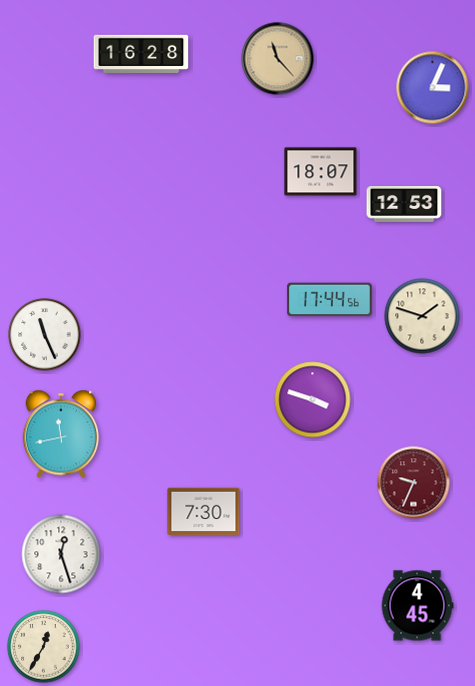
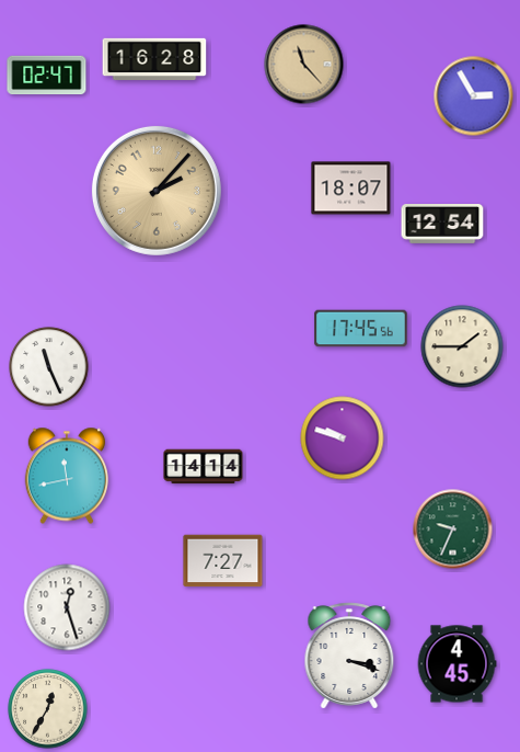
clock at (47, 76): none -> 02:47
clock at (433, 88): 3:04 -> 2:55
clock at (157, 191): none -> 2:07
clock at (404, 205): 12:53 -> 12:54
clock at (330, 300): 17:44 -> 17:45
clock at (422, 316): 1:48 -> 1:45
clock at (313, 400): 3:48 -> 9:48
clock at (204, 467): none -> 14:14
clock at (414, 483) dial: burgundy -> green
clock at (204, 512): 7:30 -> 7:27
clock at (349, 656): none -> 3:18
